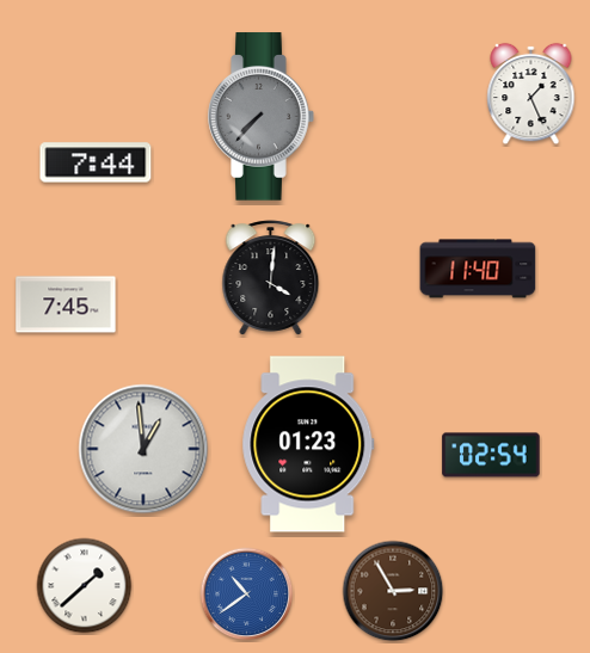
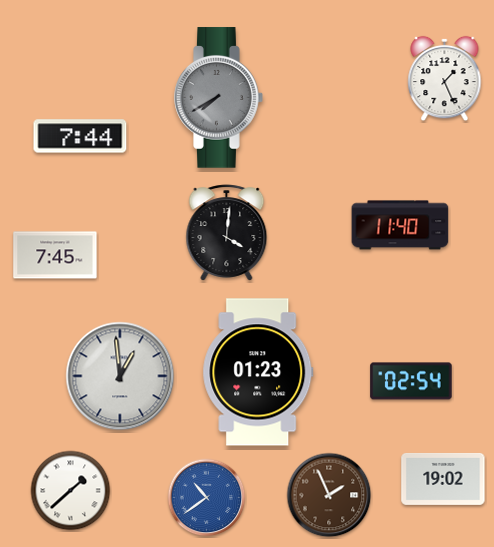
clock at (262, 117): 7:37 -> 7:40
clock at (443, 479): none -> 19:02
clock at (393, 591): 2:55 -> 1:56
